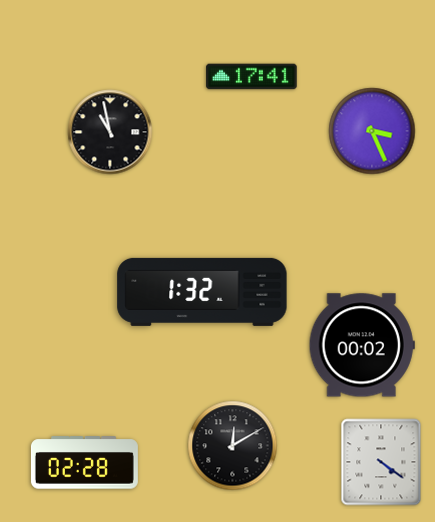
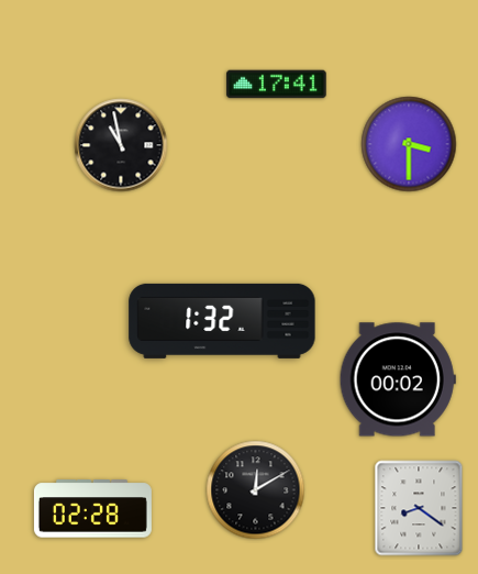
clock at (372, 131): 3:26 -> 3:30
clock at (381, 462): 4:21 -> 8:21
